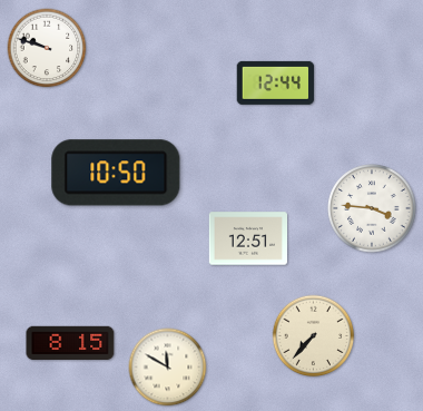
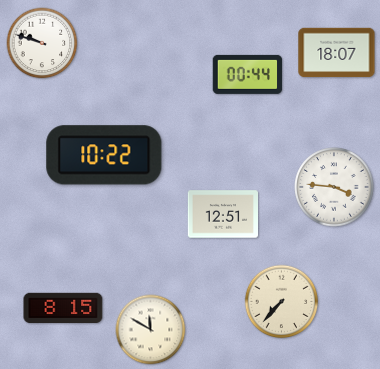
clock at (337, 53): none -> 18:07
clock at (276, 82): 12:44 -> 00:44
clock at (116, 173): 10:50 -> 10:22
